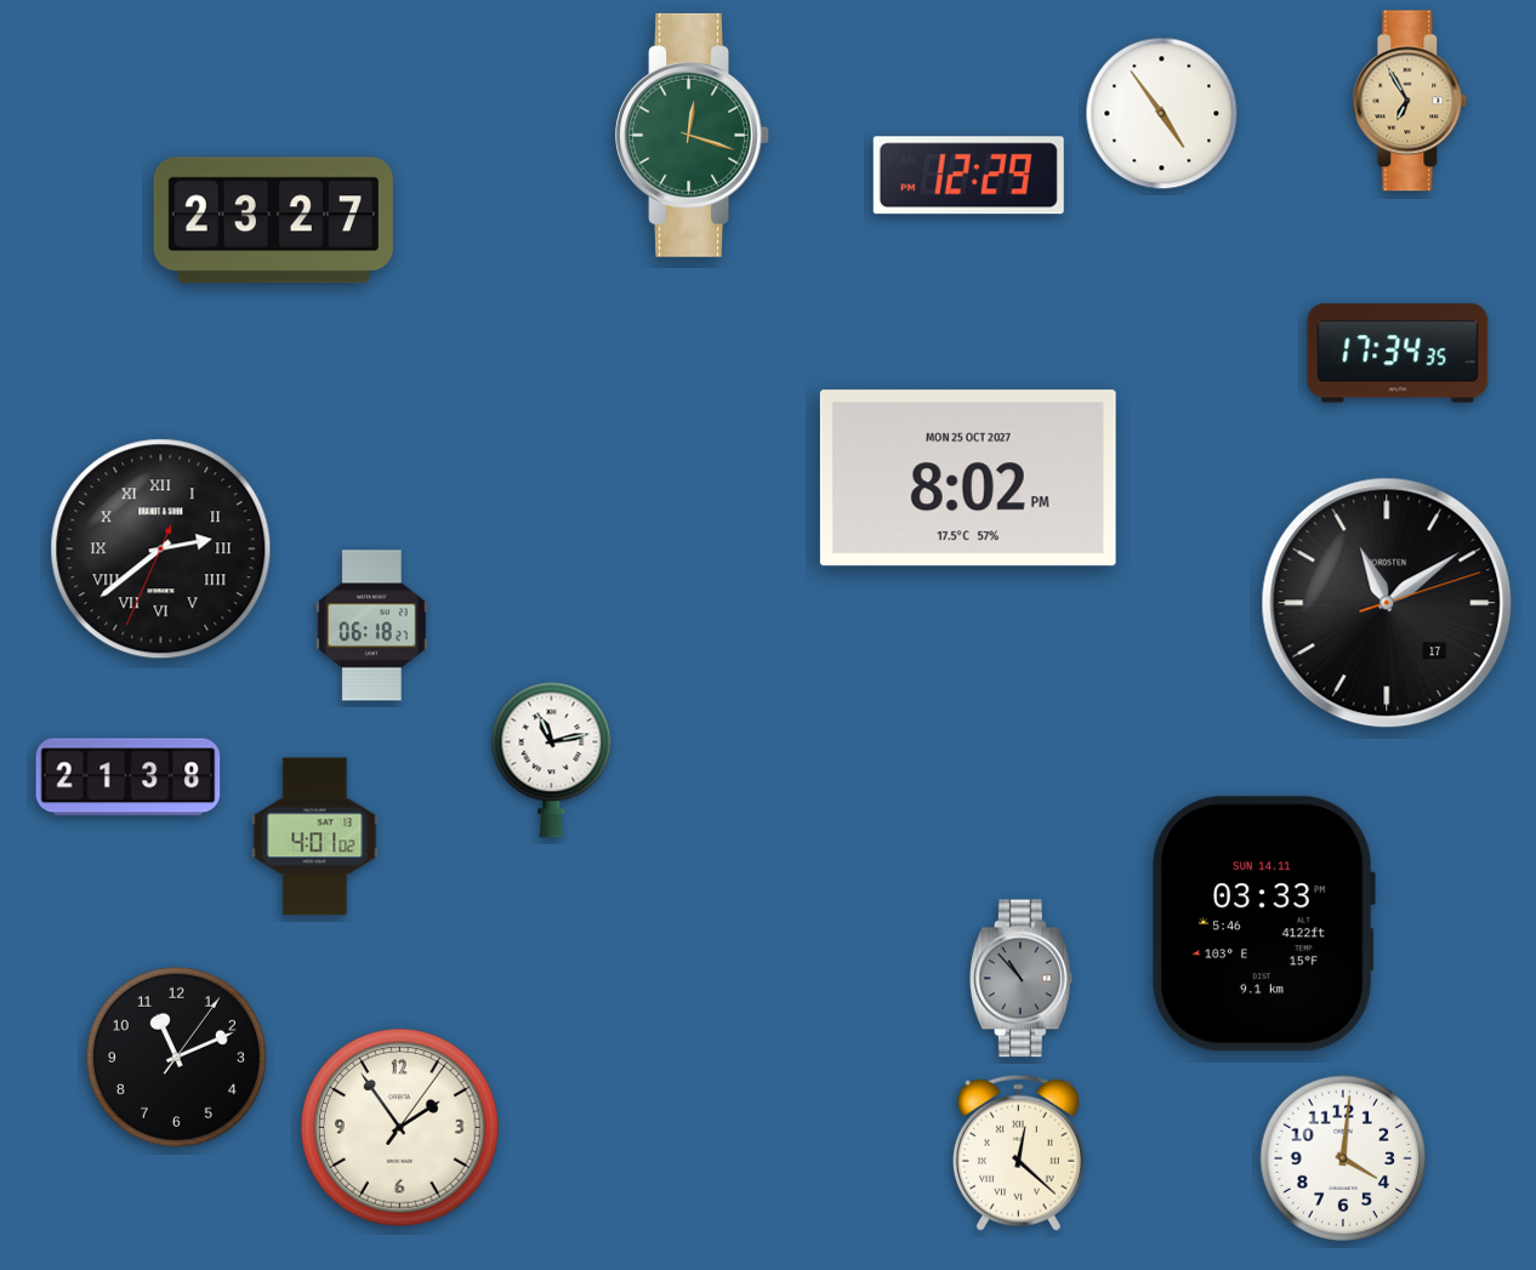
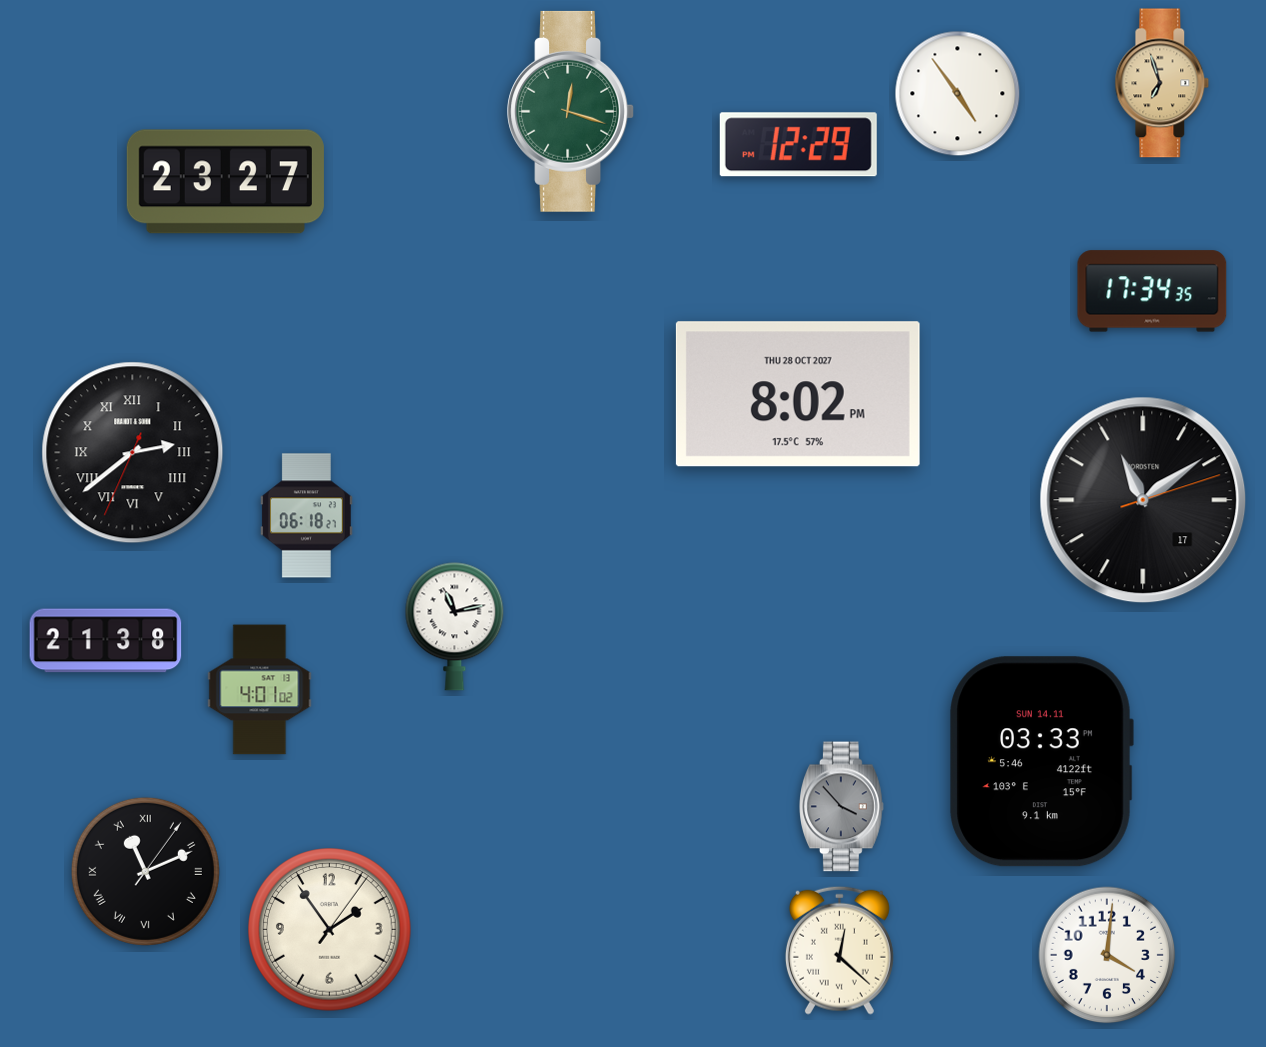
clock at (1410, 101): 6:55 -> 6:57
clock at (968, 478) date: MON 25 OCT 2027 -> THU 28 OCT 2027
clock at (1387, 603) position: (1387, 603) -> (1143, 500)
clock at (1022, 979): 10:53 -> 3:53
clock at (176, 1057) numerals: Arabic -> Roman
